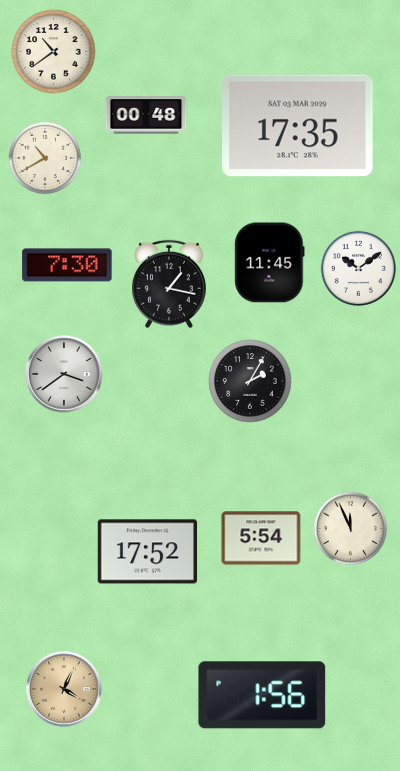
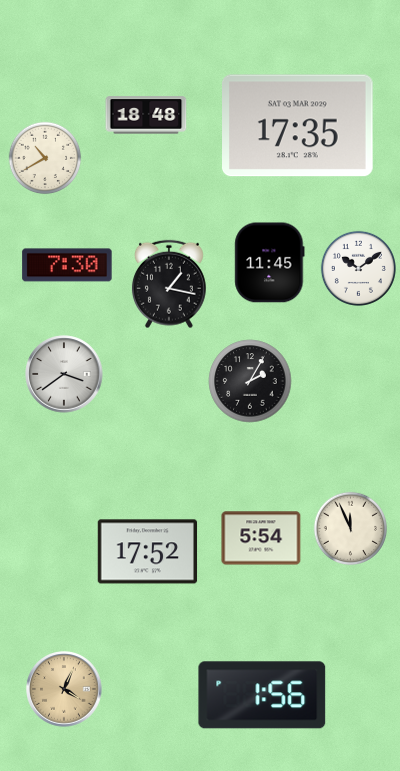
clock at (54, 52): 10:39 -> none
clock at (146, 115): 00:48 -> 18:48
